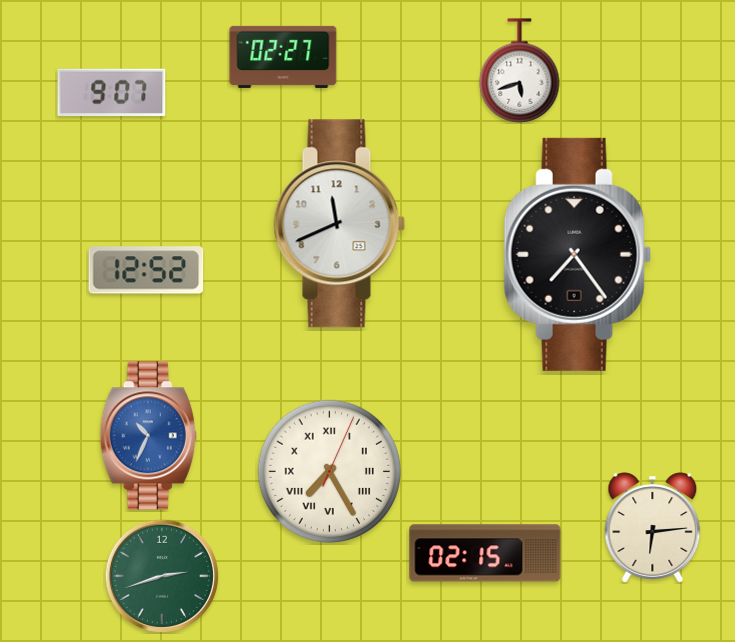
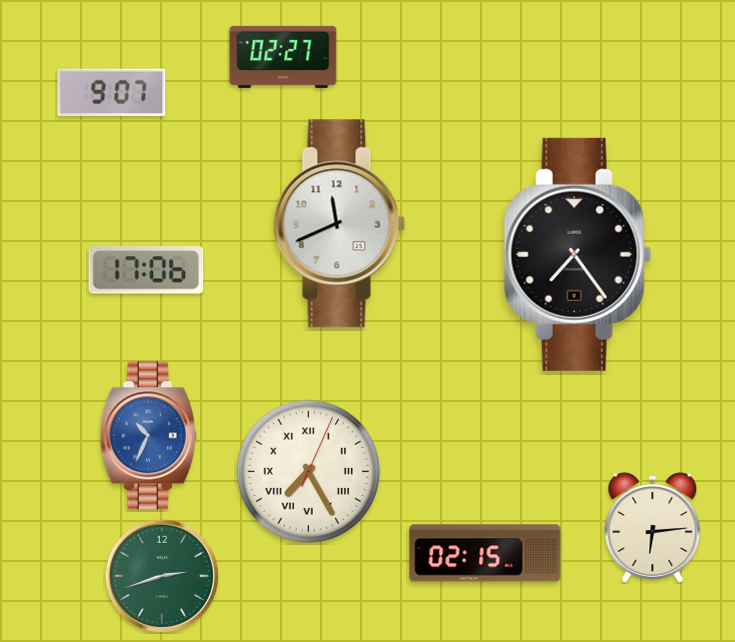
clock at (520, 71): 5:42 -> none
clock at (146, 270): 12:52 -> 17:06
clock at (329, 471) position: (329, 471) -> (308, 471)
